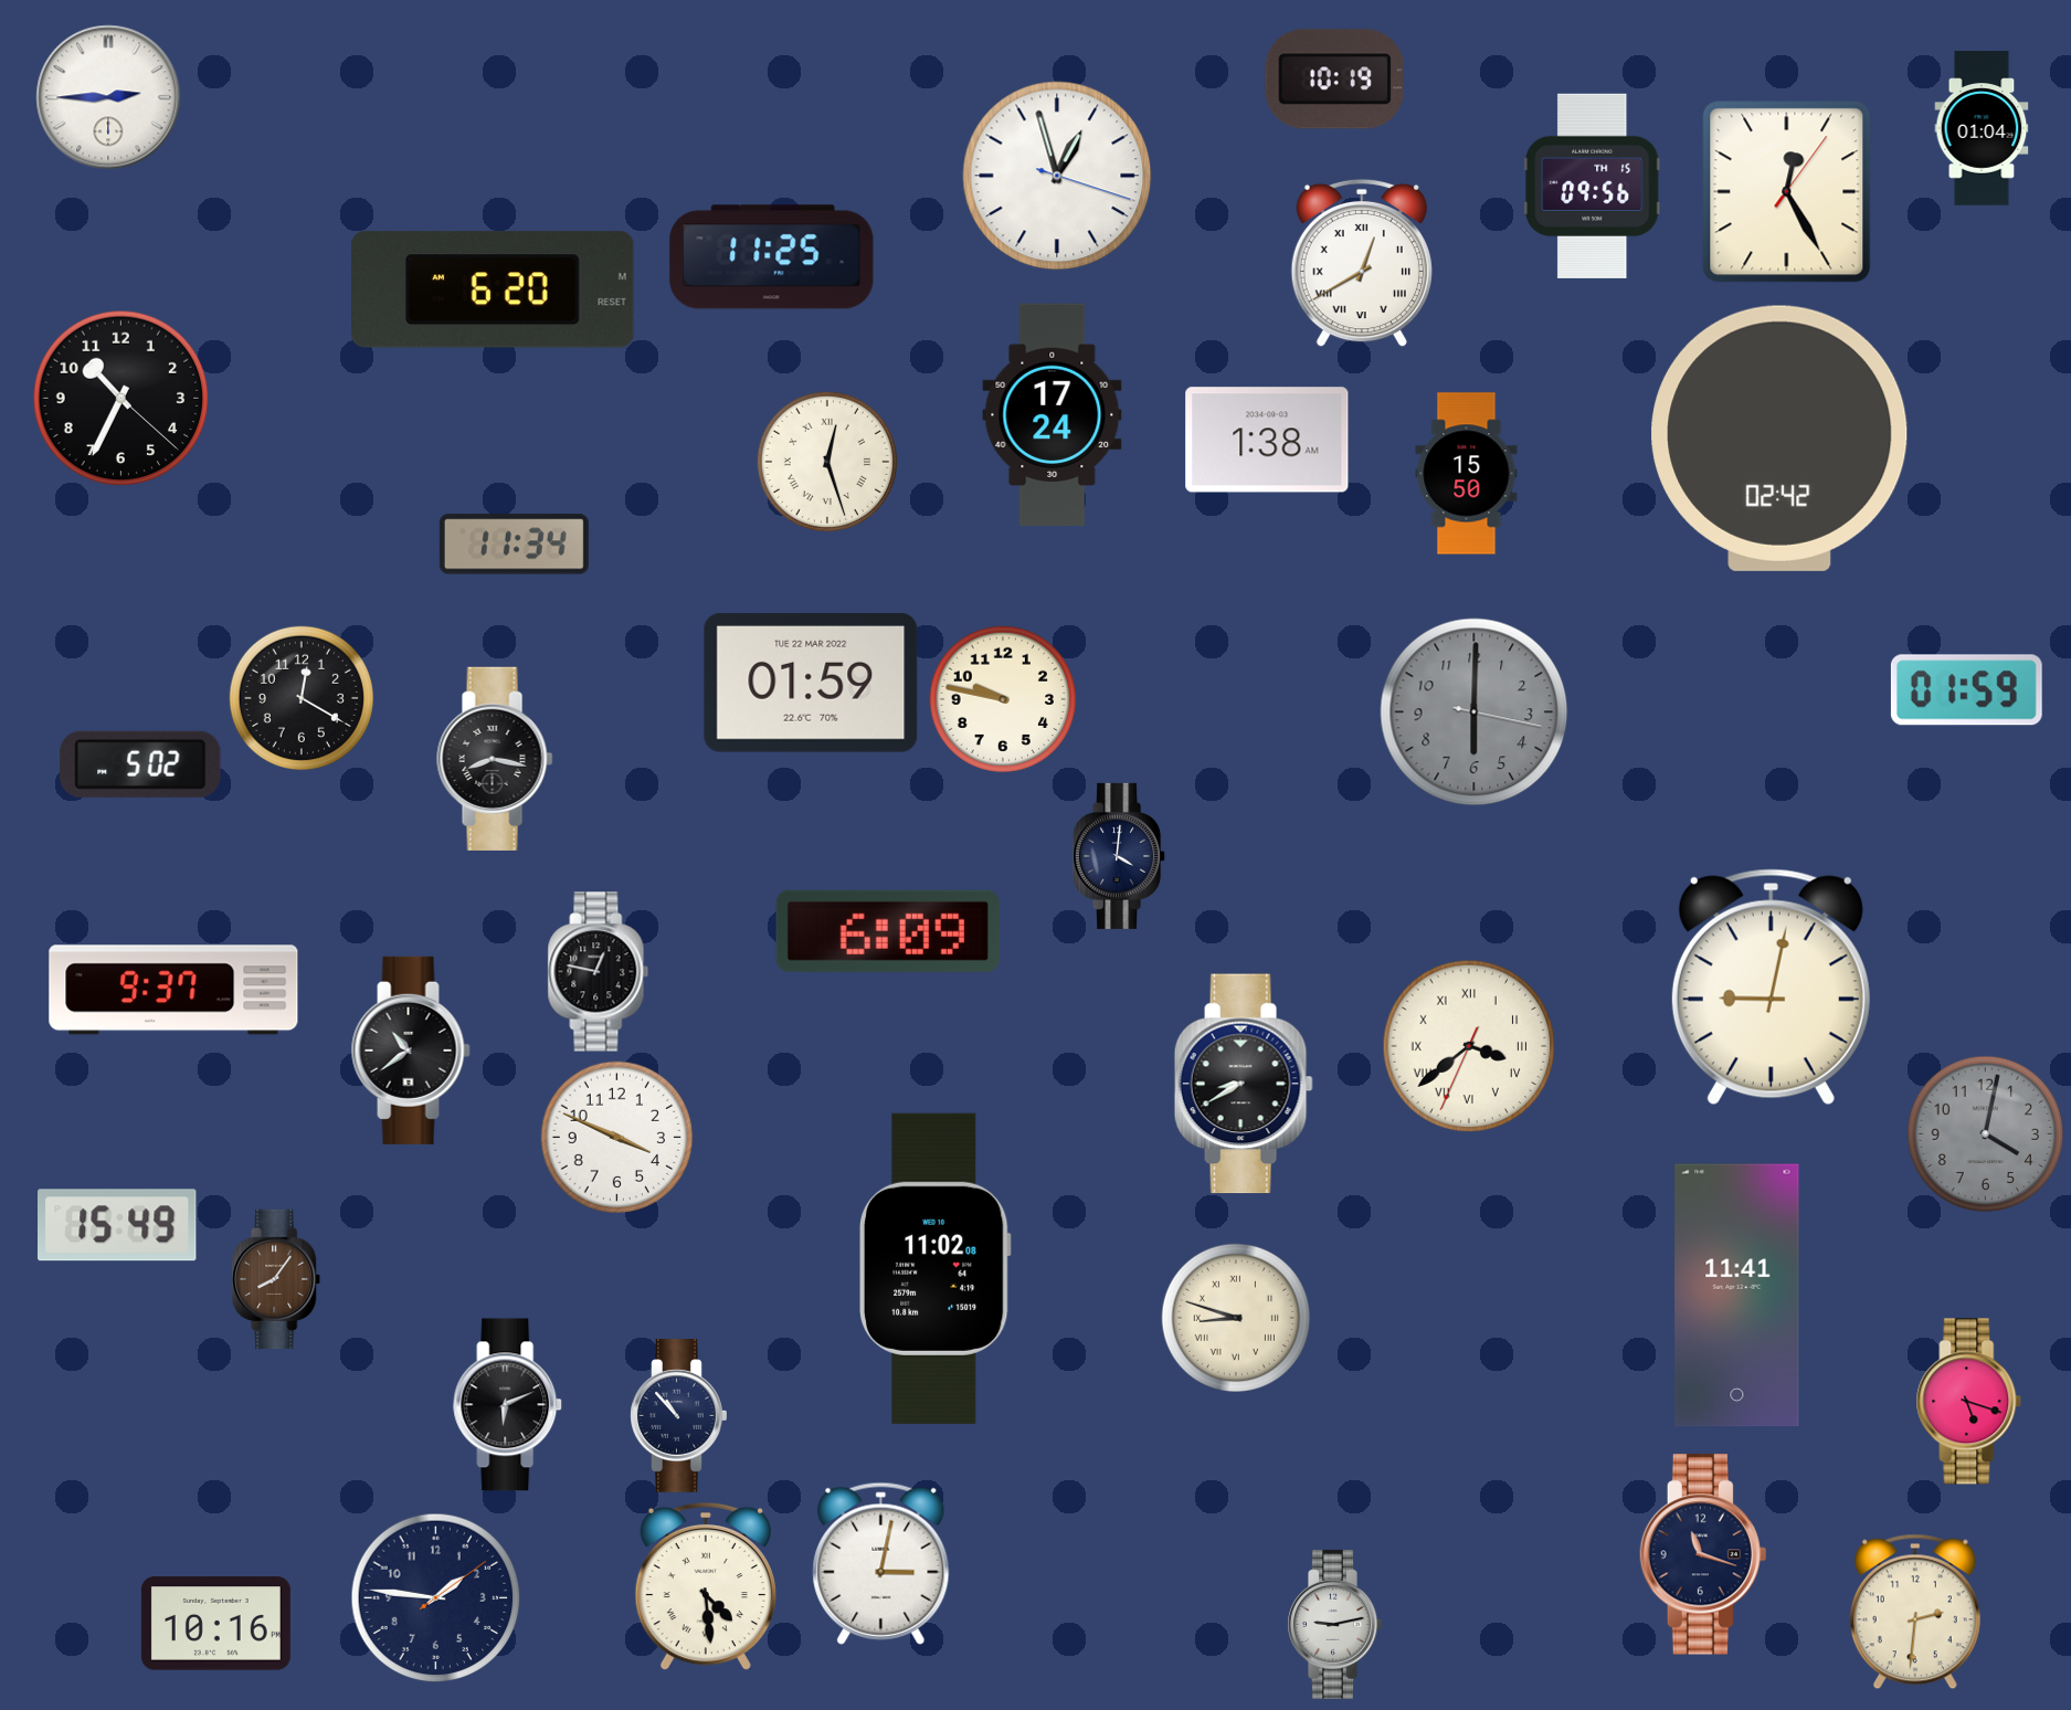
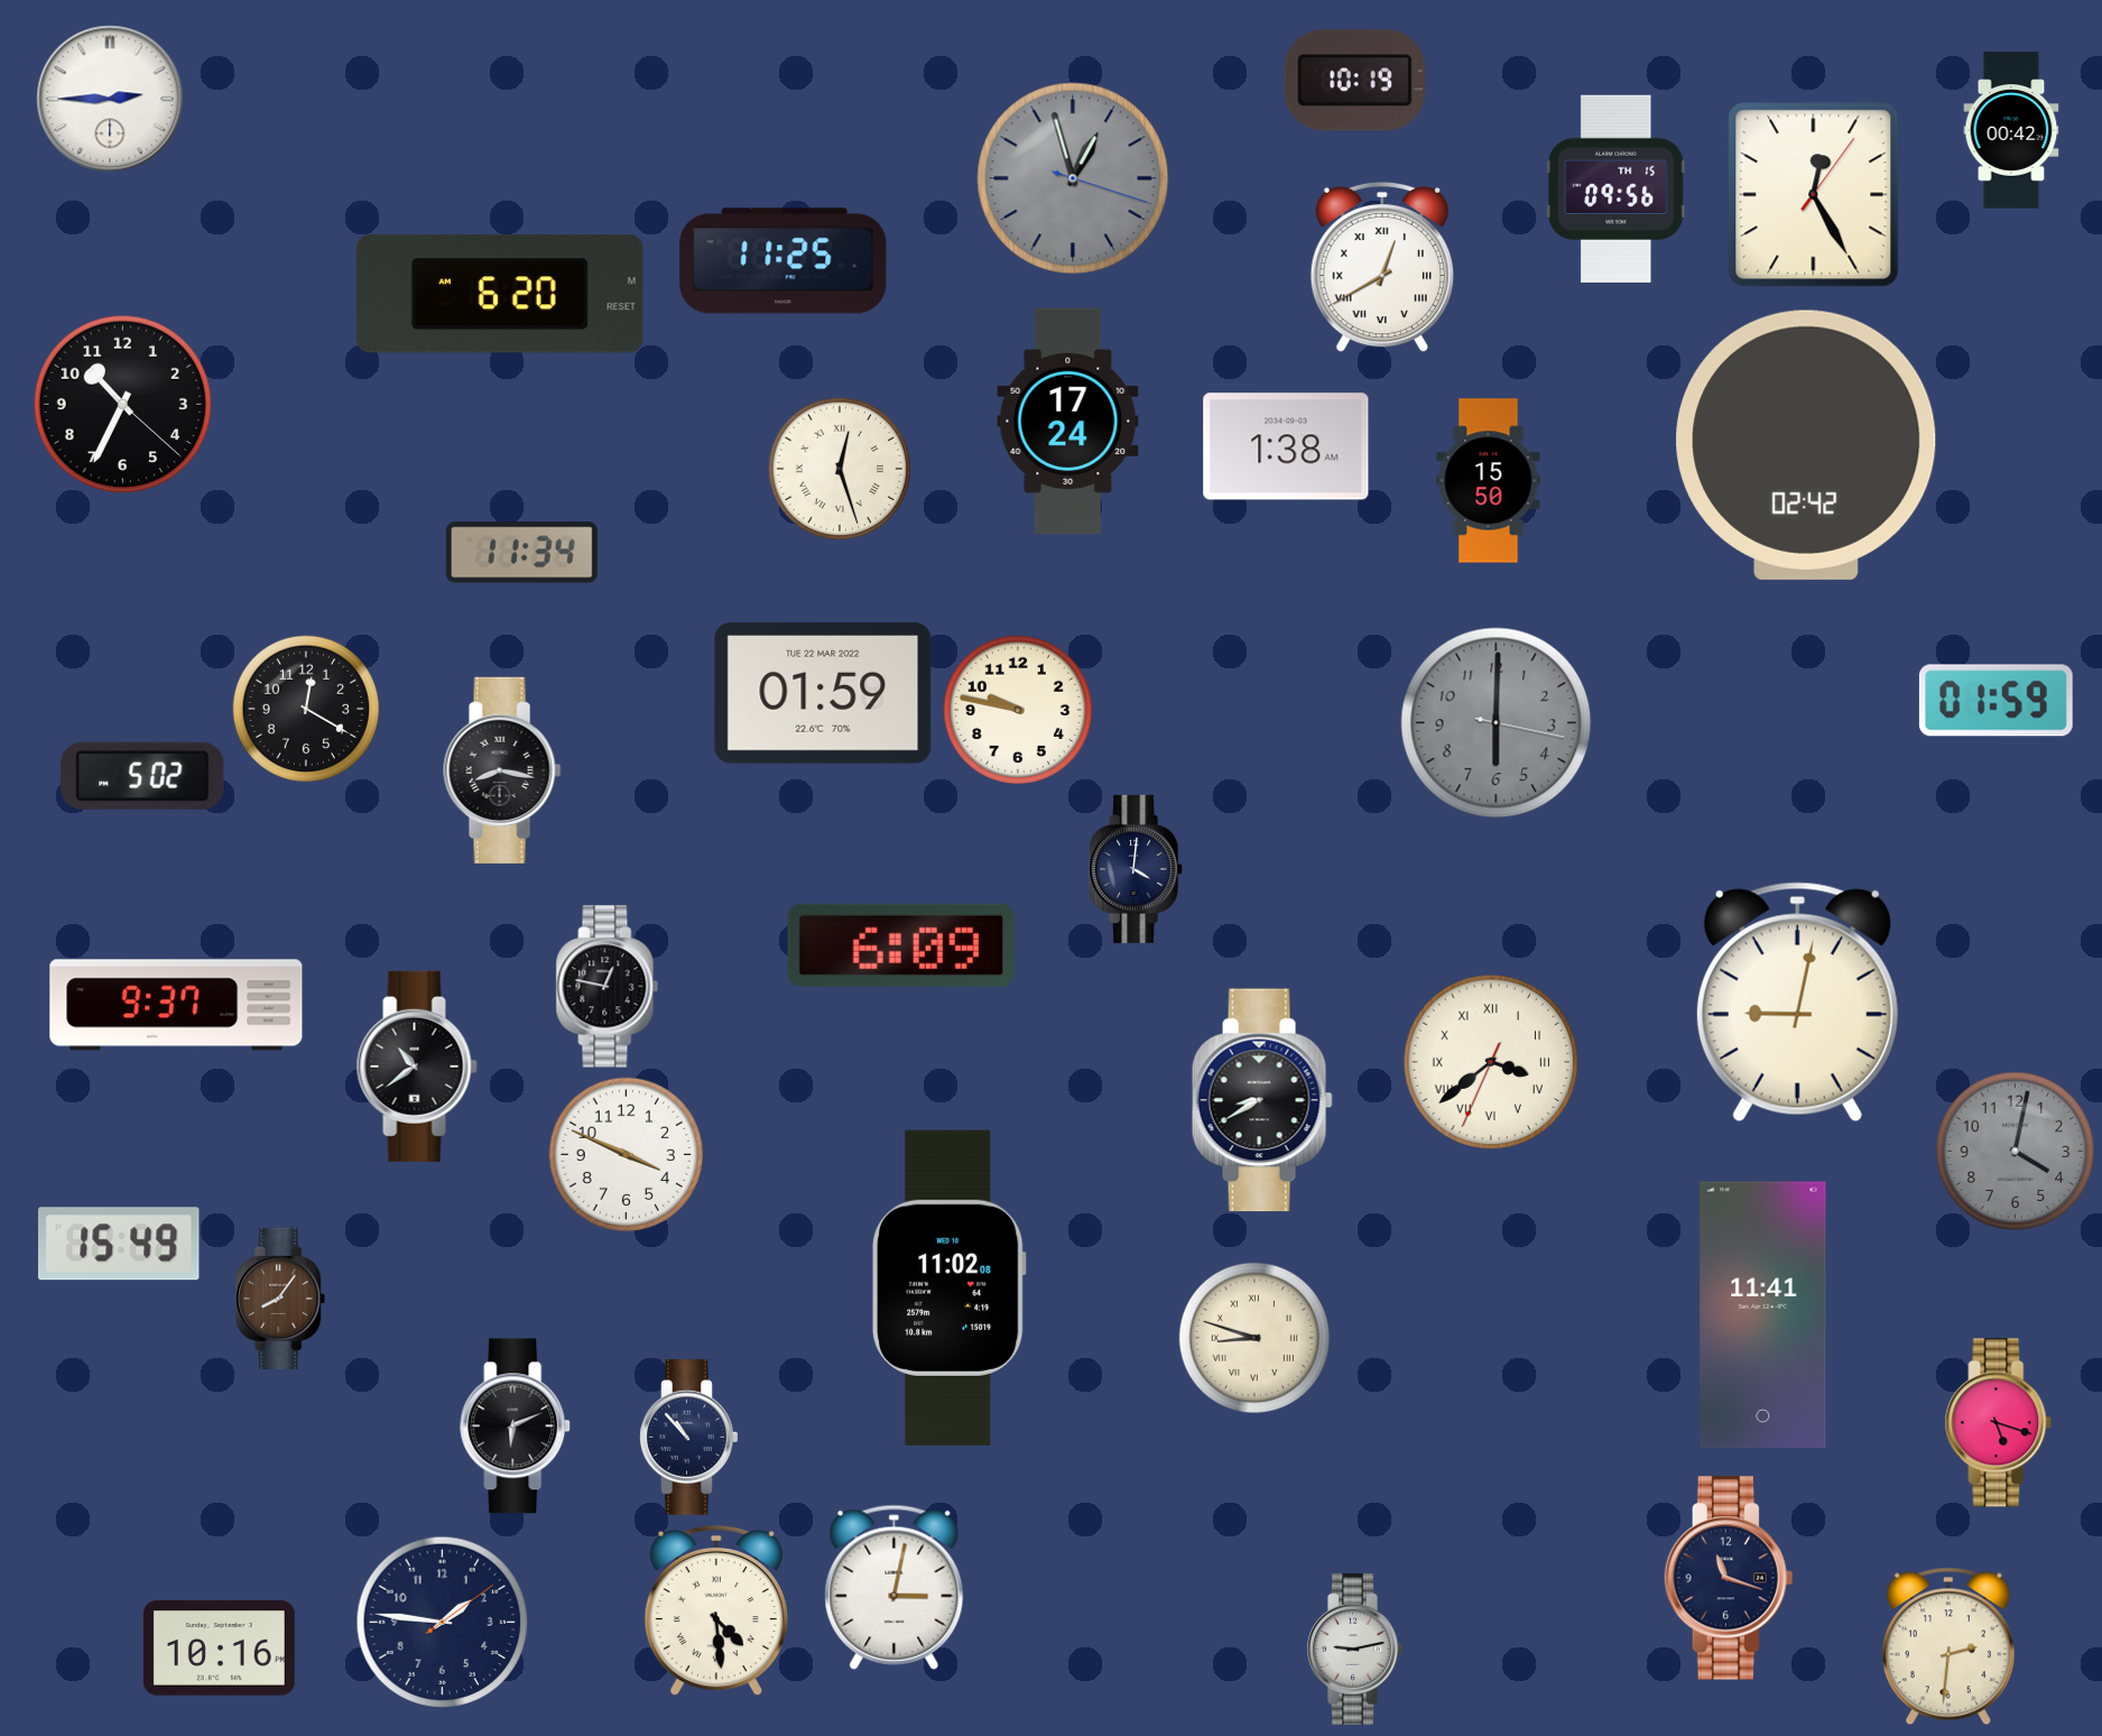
clock at (1982, 128): 01:04 -> 00:42
clock at (1057, 176) dial: white -> grey
clock at (1915, 1612) position: (1915, 1612) -> (1948, 1646)
